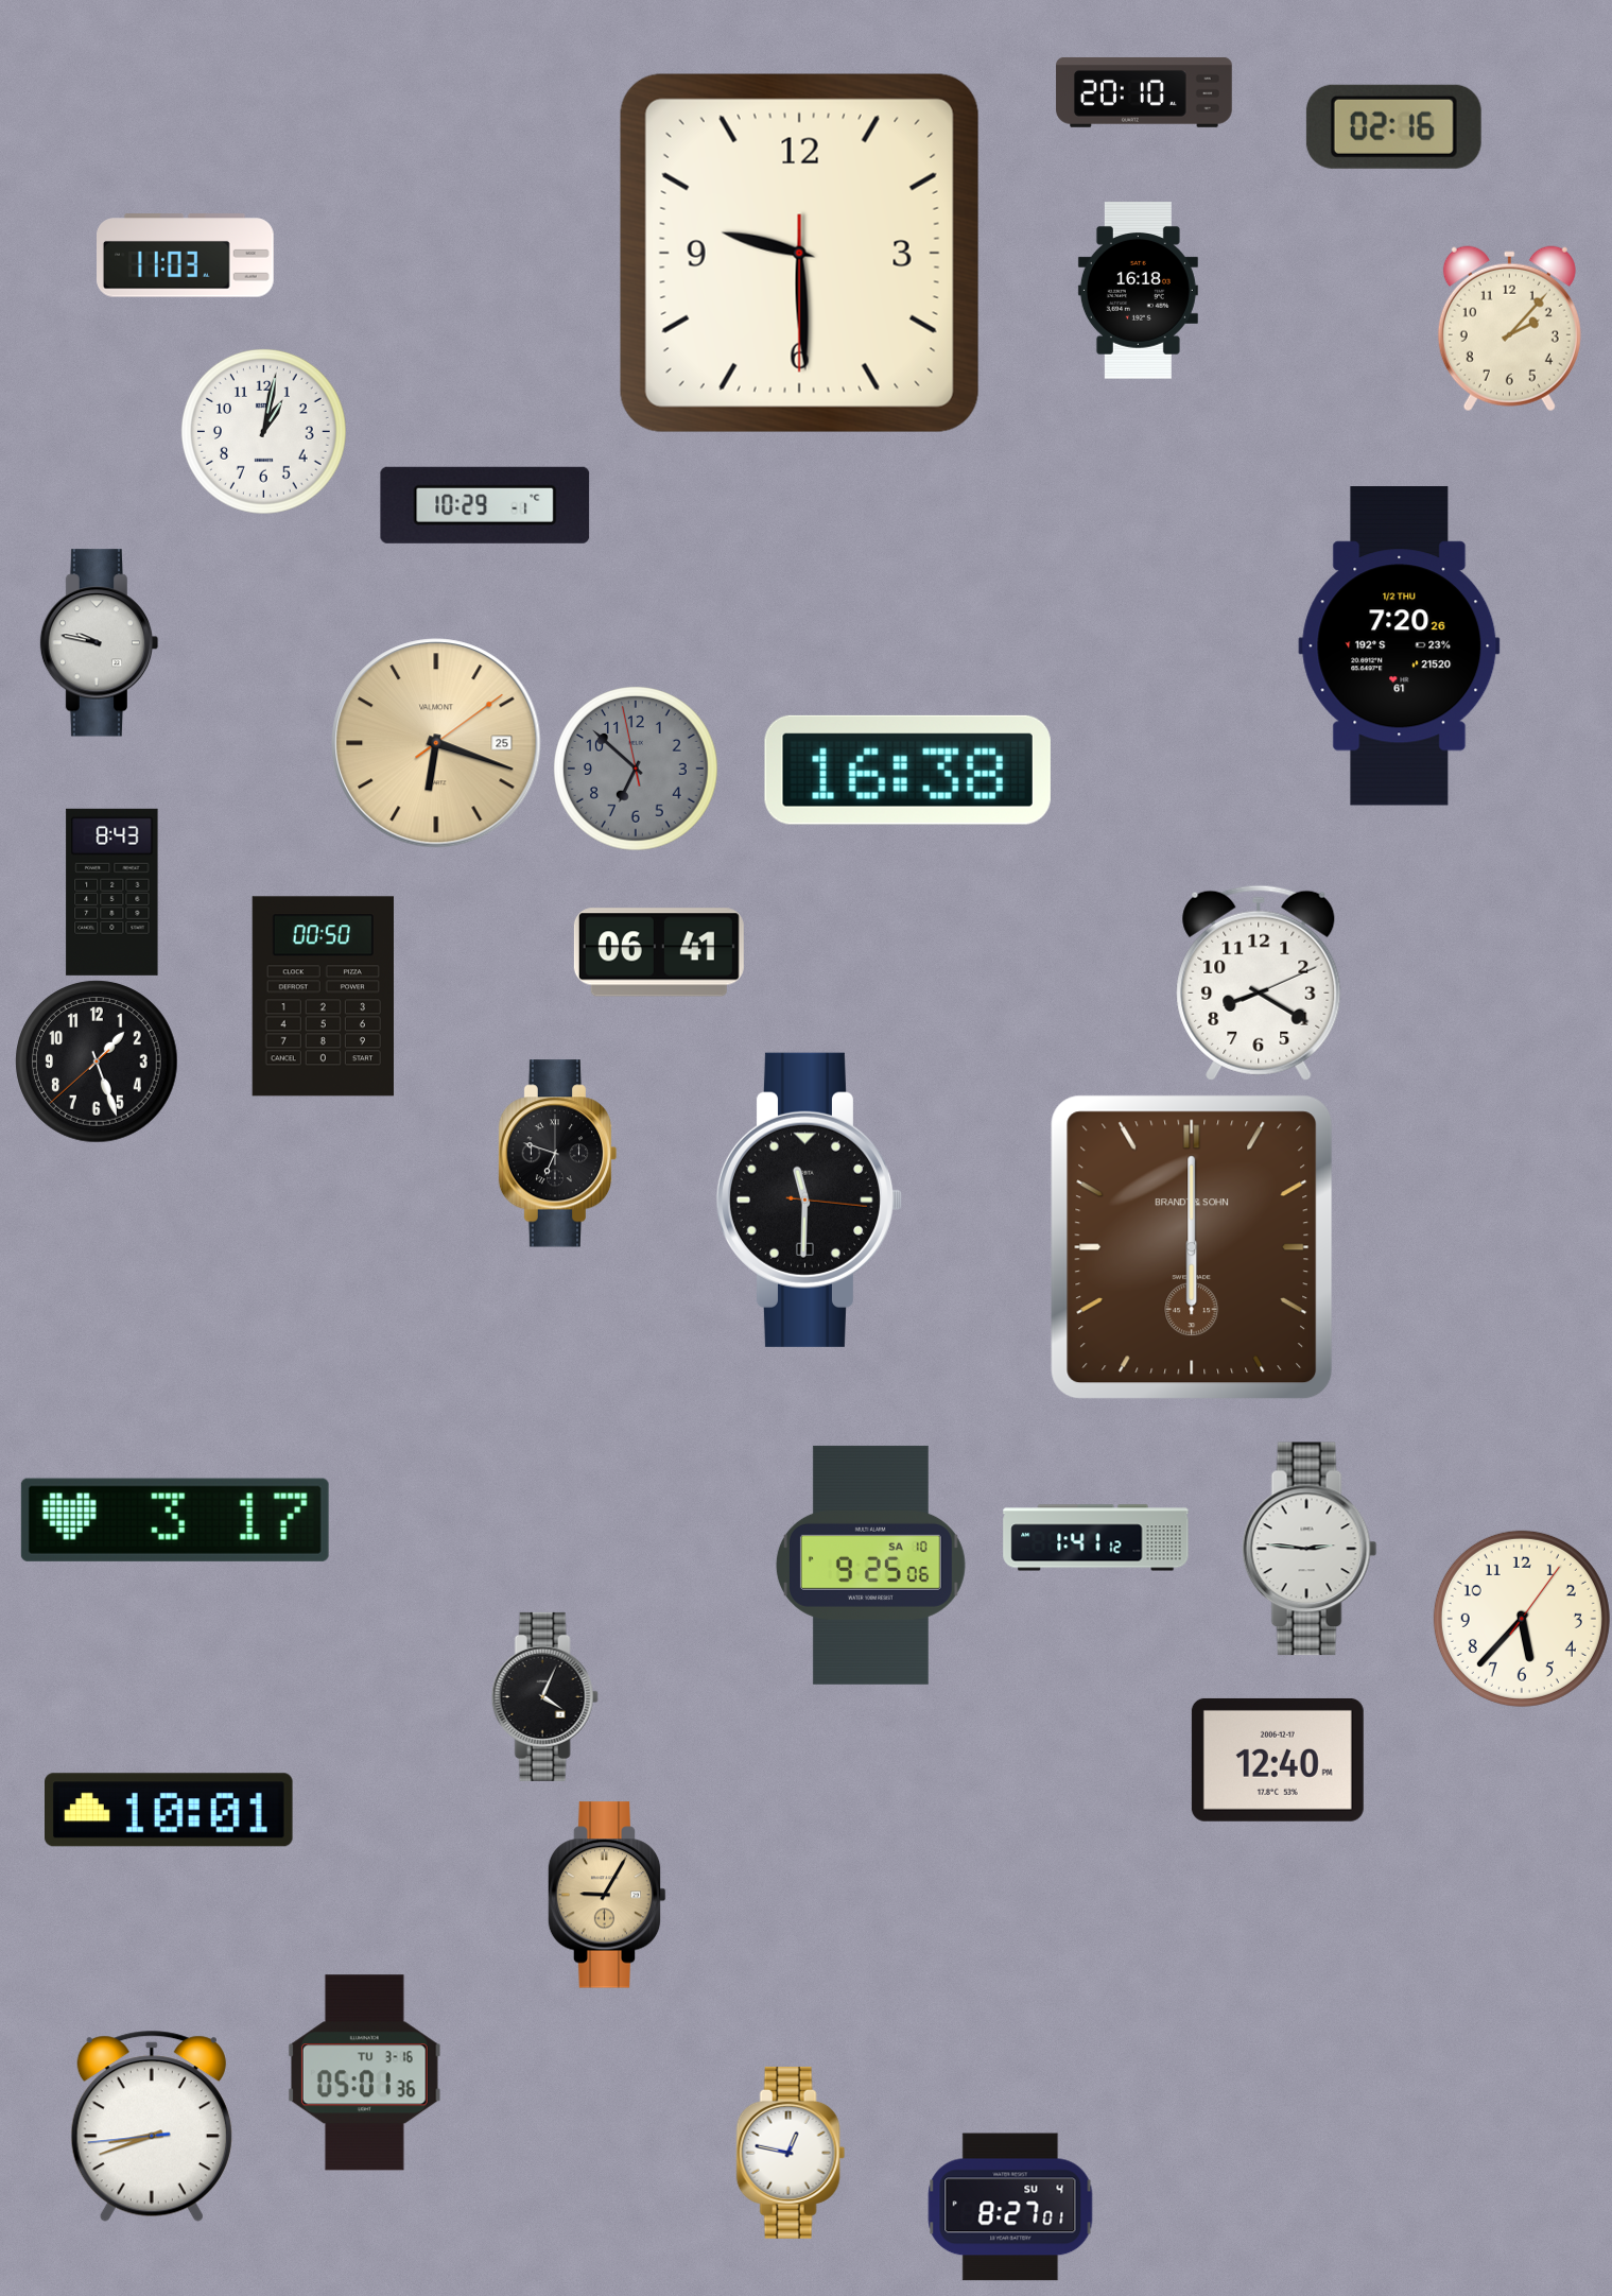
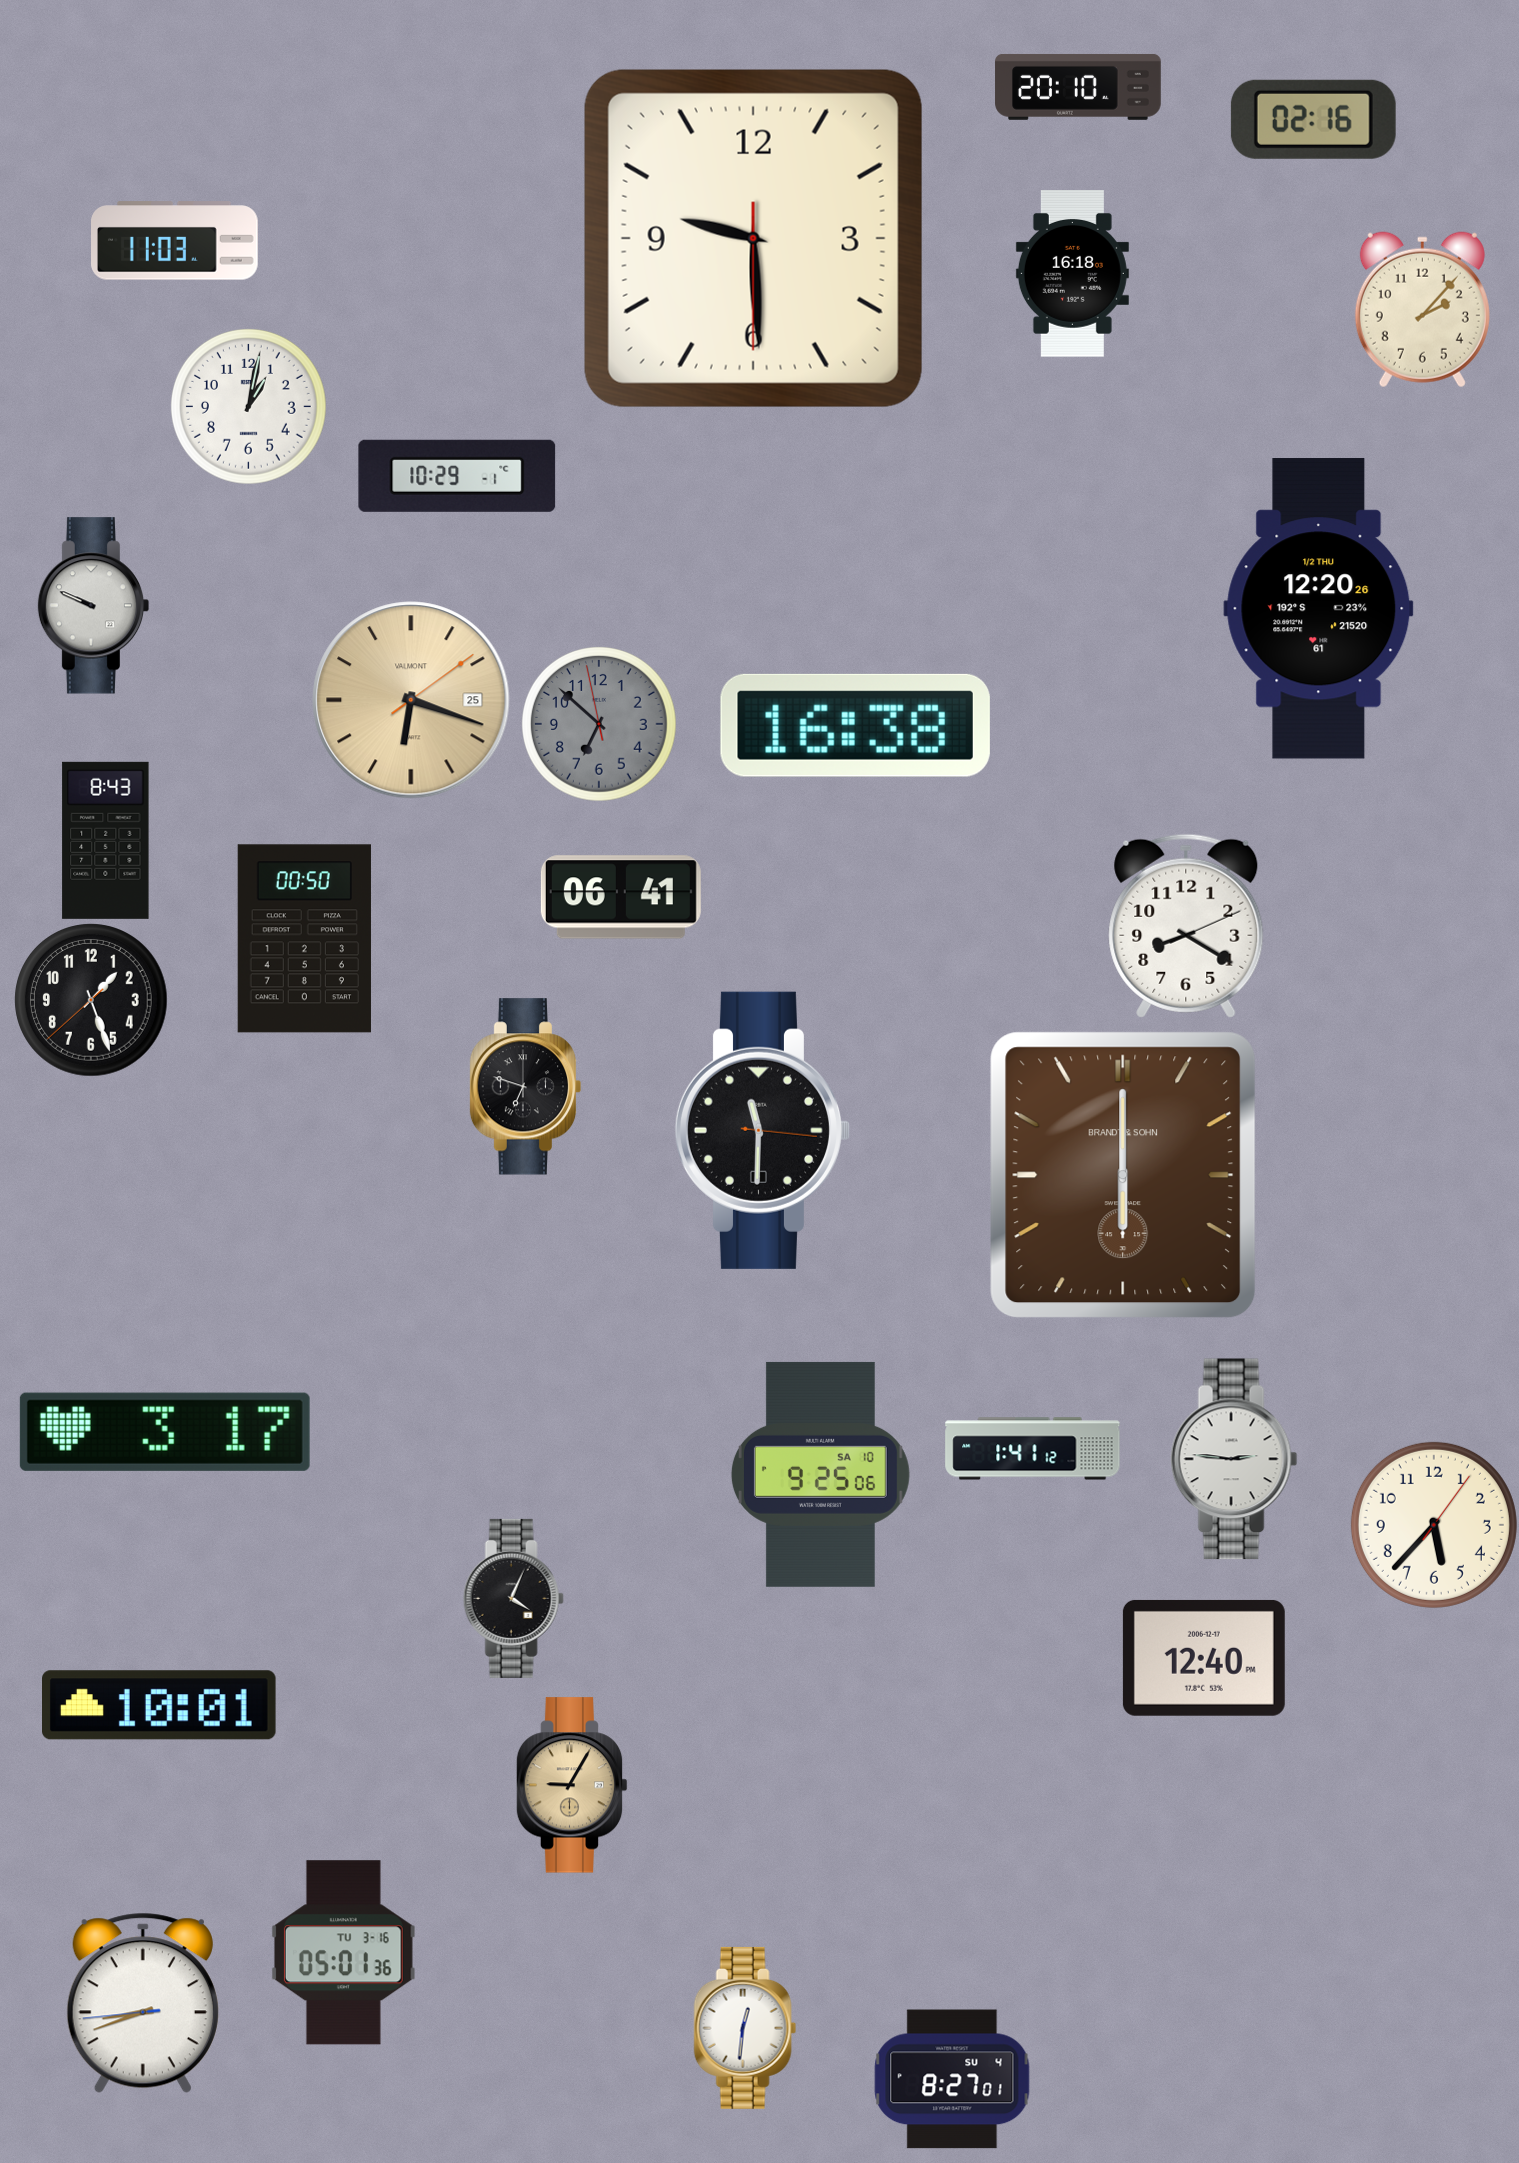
clock at (100, 643): 9:47 -> 9:49
clock at (1400, 646): 7:20 -> 12:20
clock at (791, 2153): 12:47 -> 12:31
